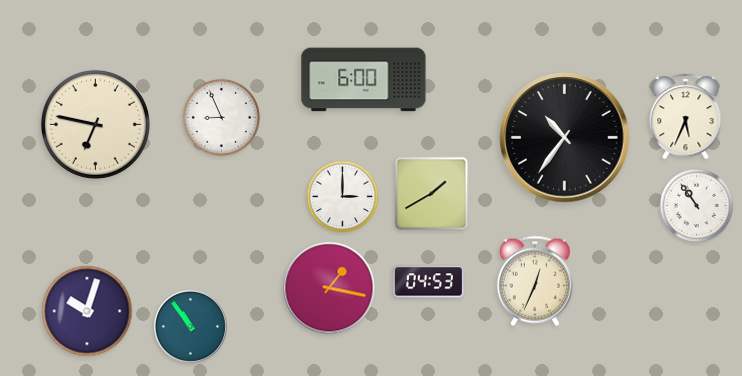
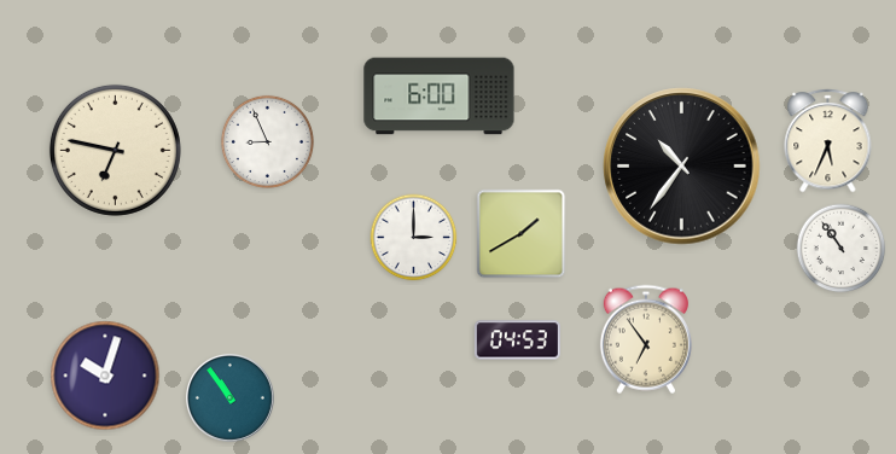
clock at (535, 281): 12:34 -> 6:54
clock at (329, 288): 1:17 -> none
clock at (190, 326) position: (190, 326) -> (229, 397)
